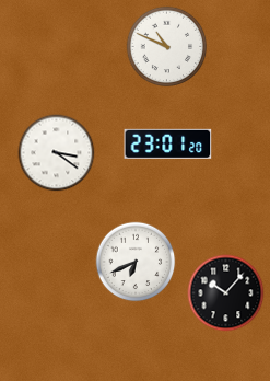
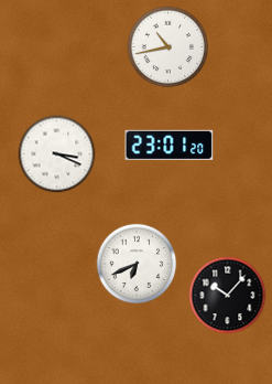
clock at (167, 47): 10:49 -> 10:43
clock at (57, 153): 3:21 -> 3:19
